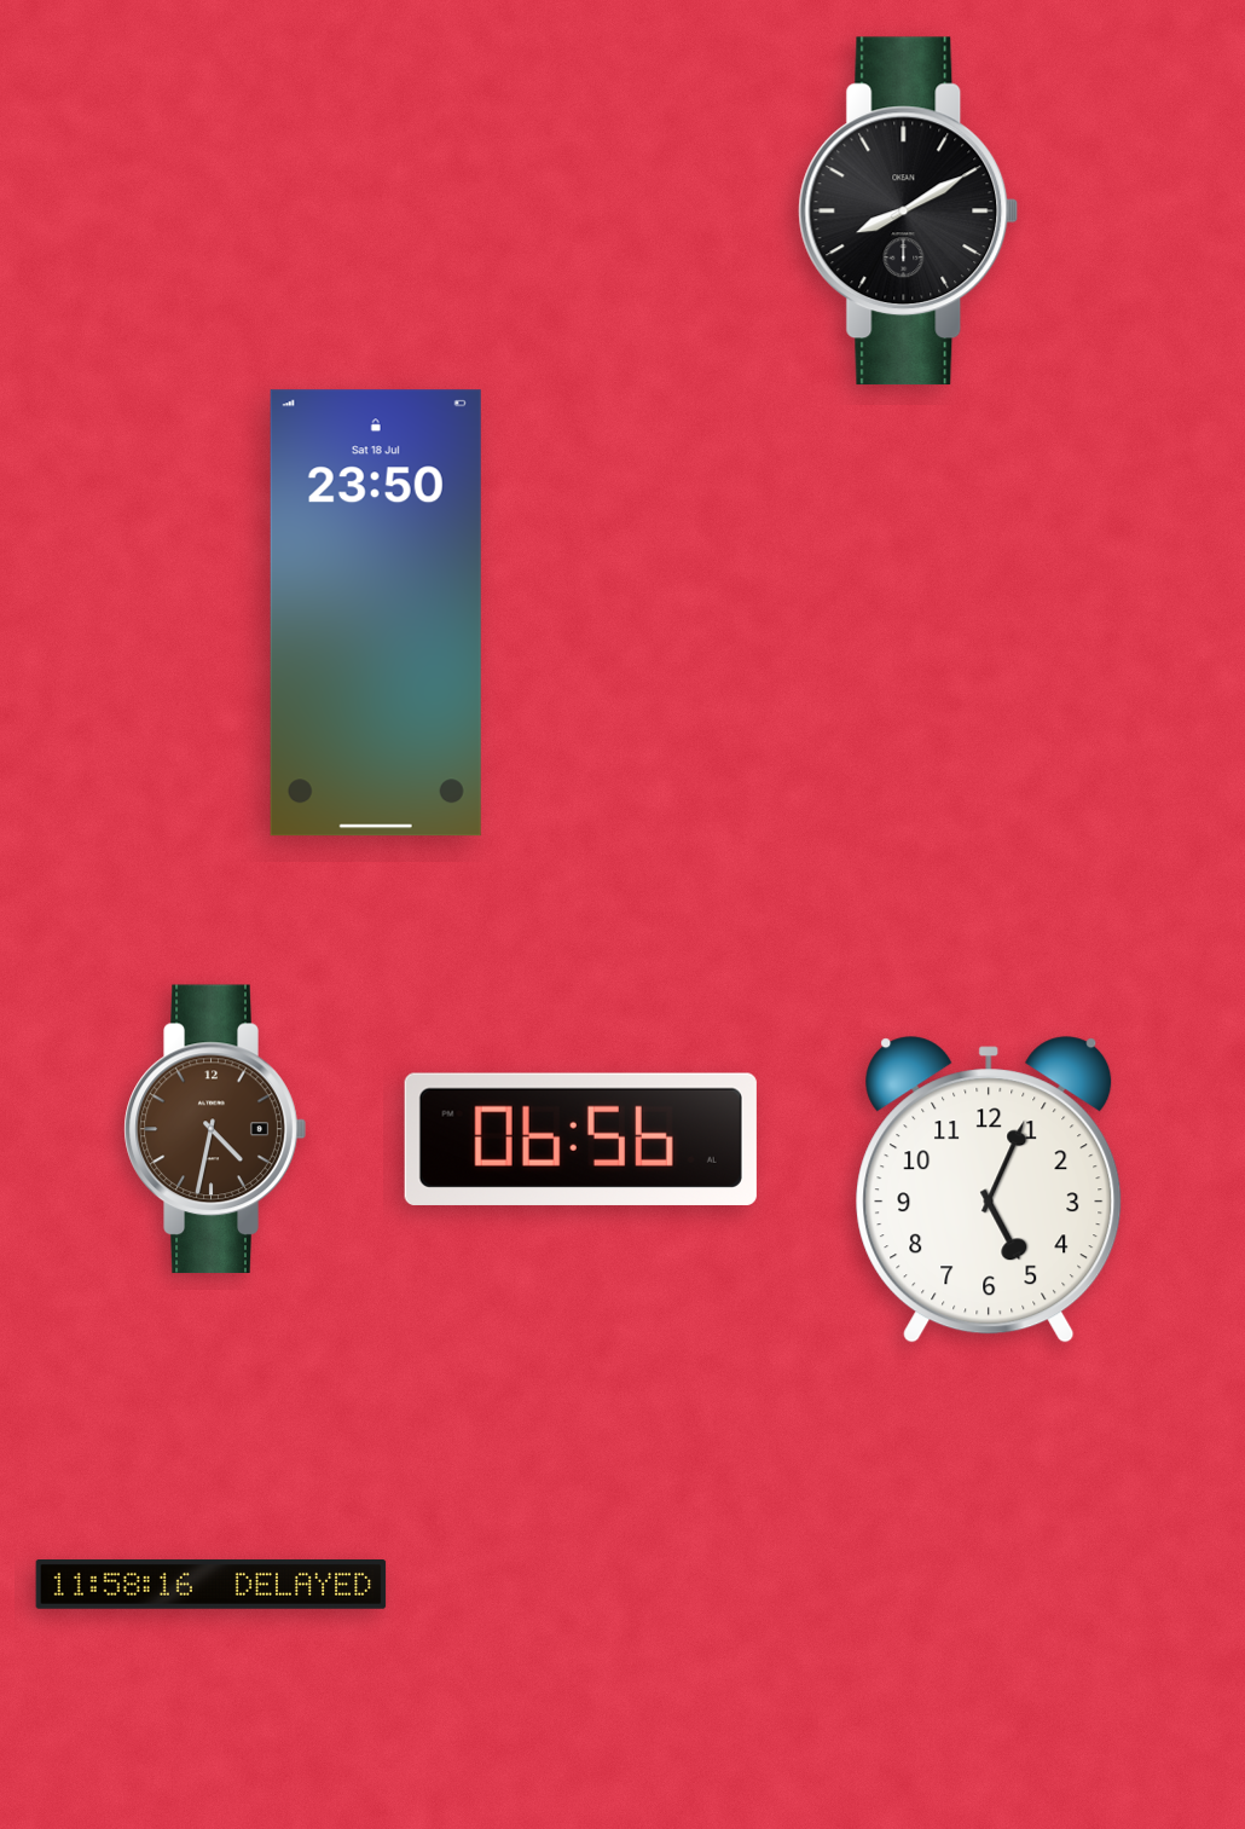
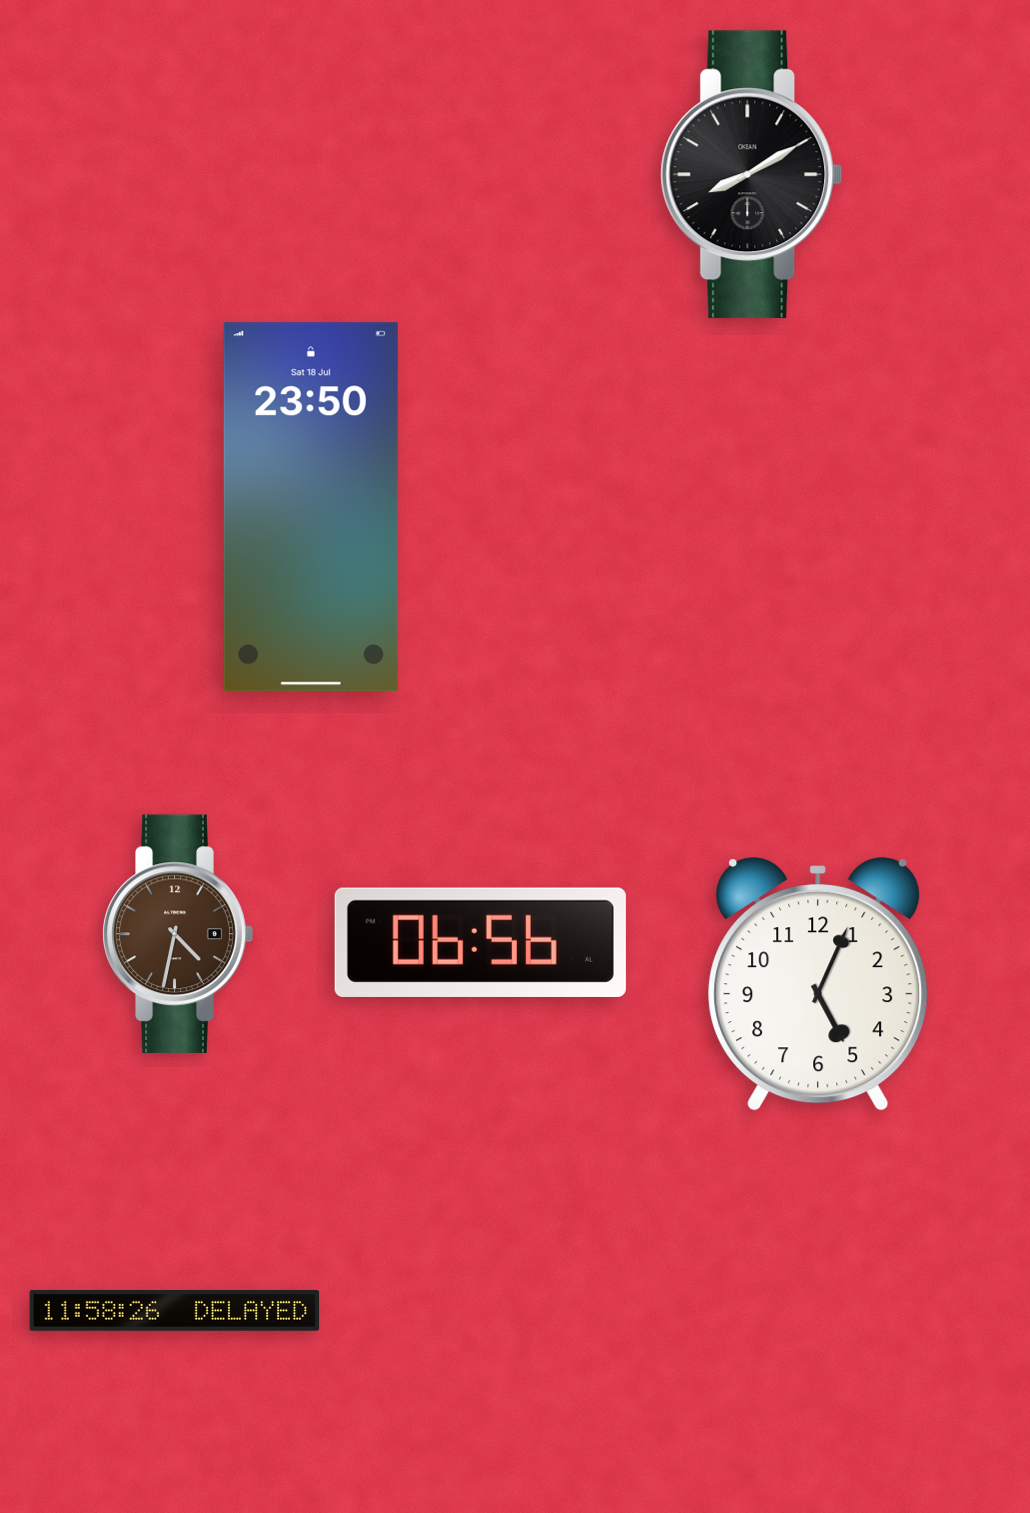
clock at (212, 1585): 11:58:16 -> 11:58:26
